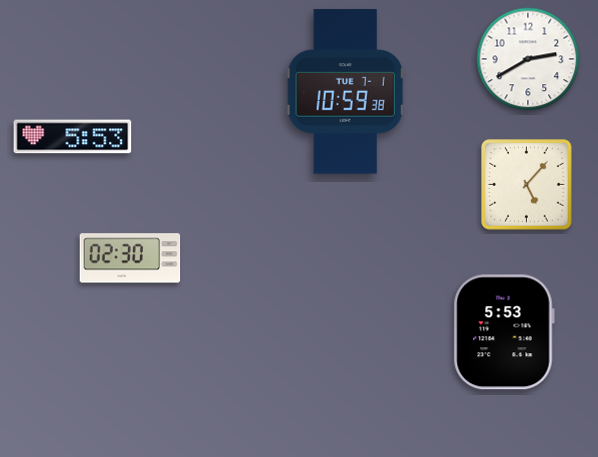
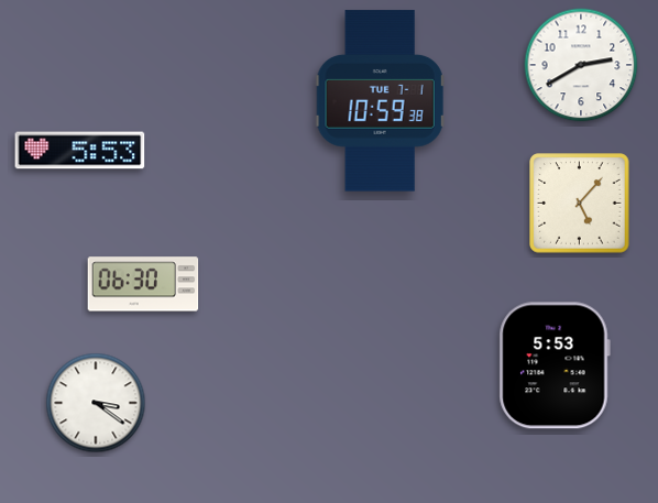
clock at (130, 258): 02:30 -> 06:30
clock at (96, 403): none -> 3:21
